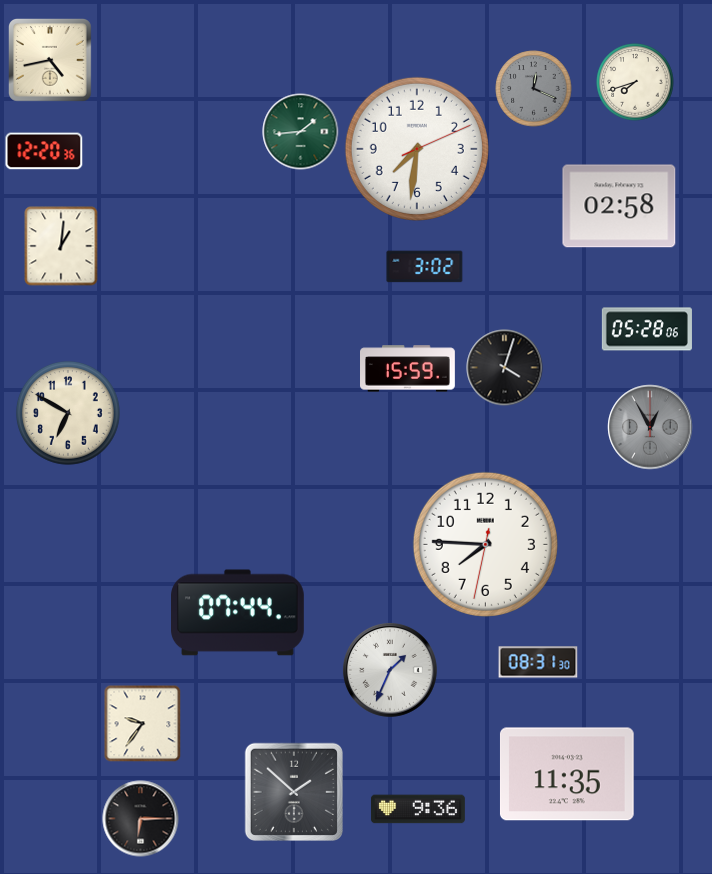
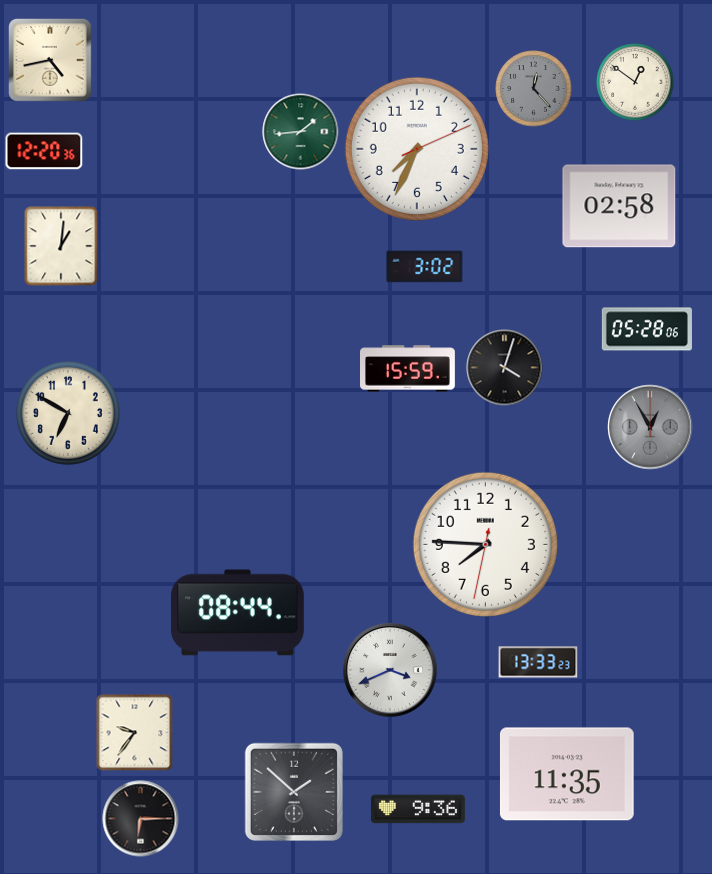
clock at (635, 82): 7:42 -> 12:51
clock at (534, 89): 12:19 -> 12:23
clock at (417, 149): 7:31 -> 7:34
clock at (238, 613): 07:44 -> 08:44
clock at (538, 662): 08:31 -> 13:33
clock at (390, 670): 1:34 -> 3:41
clock at (142, 723) position: (142, 723) -> (134, 732)
